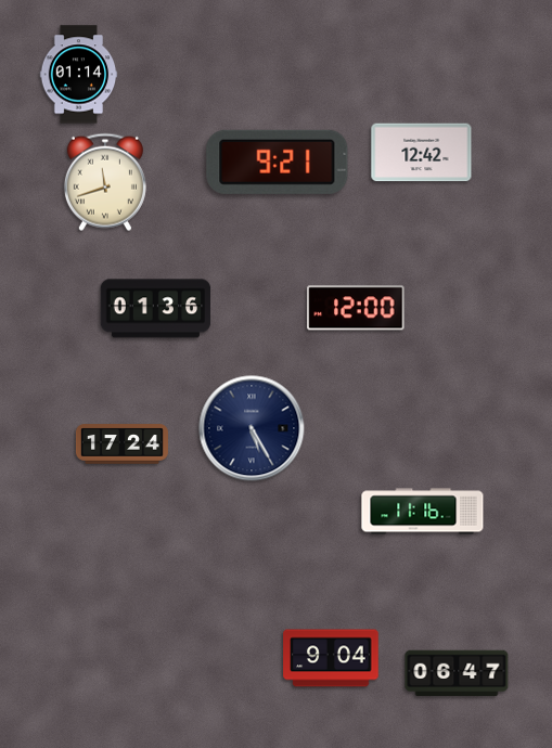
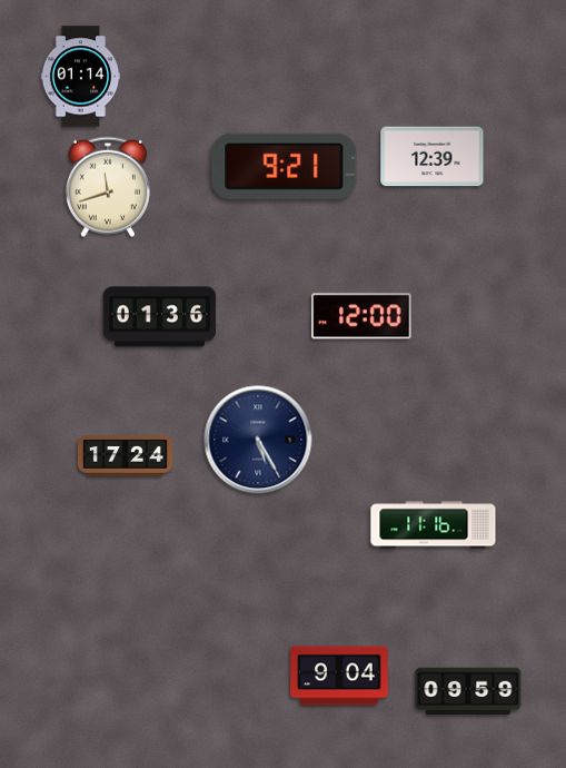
clock at (422, 153): 12:42 -> 12:39
clock at (356, 308) position: (356, 308) -> (361, 316)
clock at (457, 673): 06:47 -> 09:59
